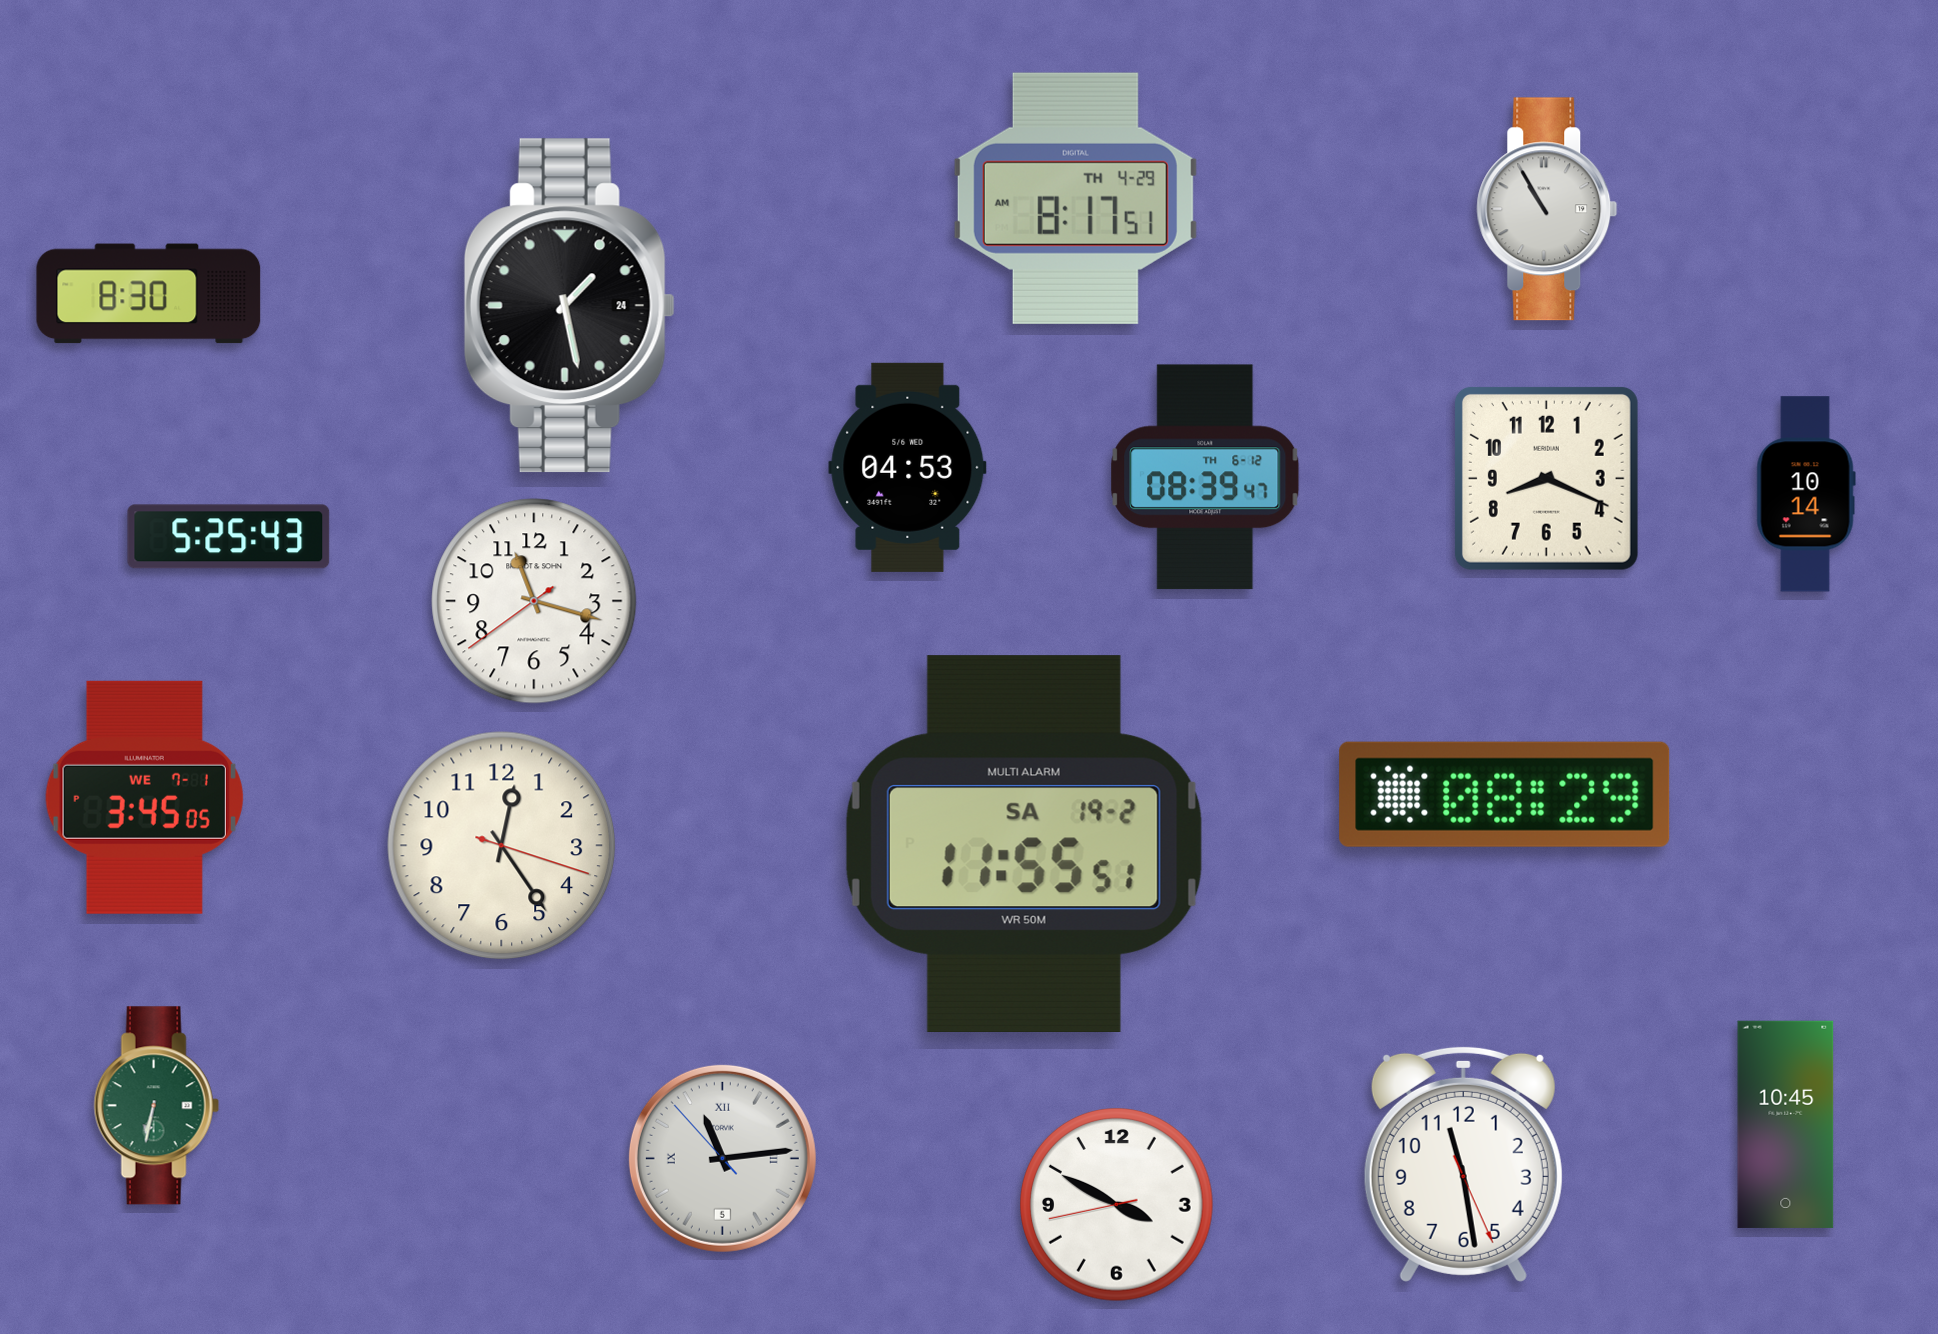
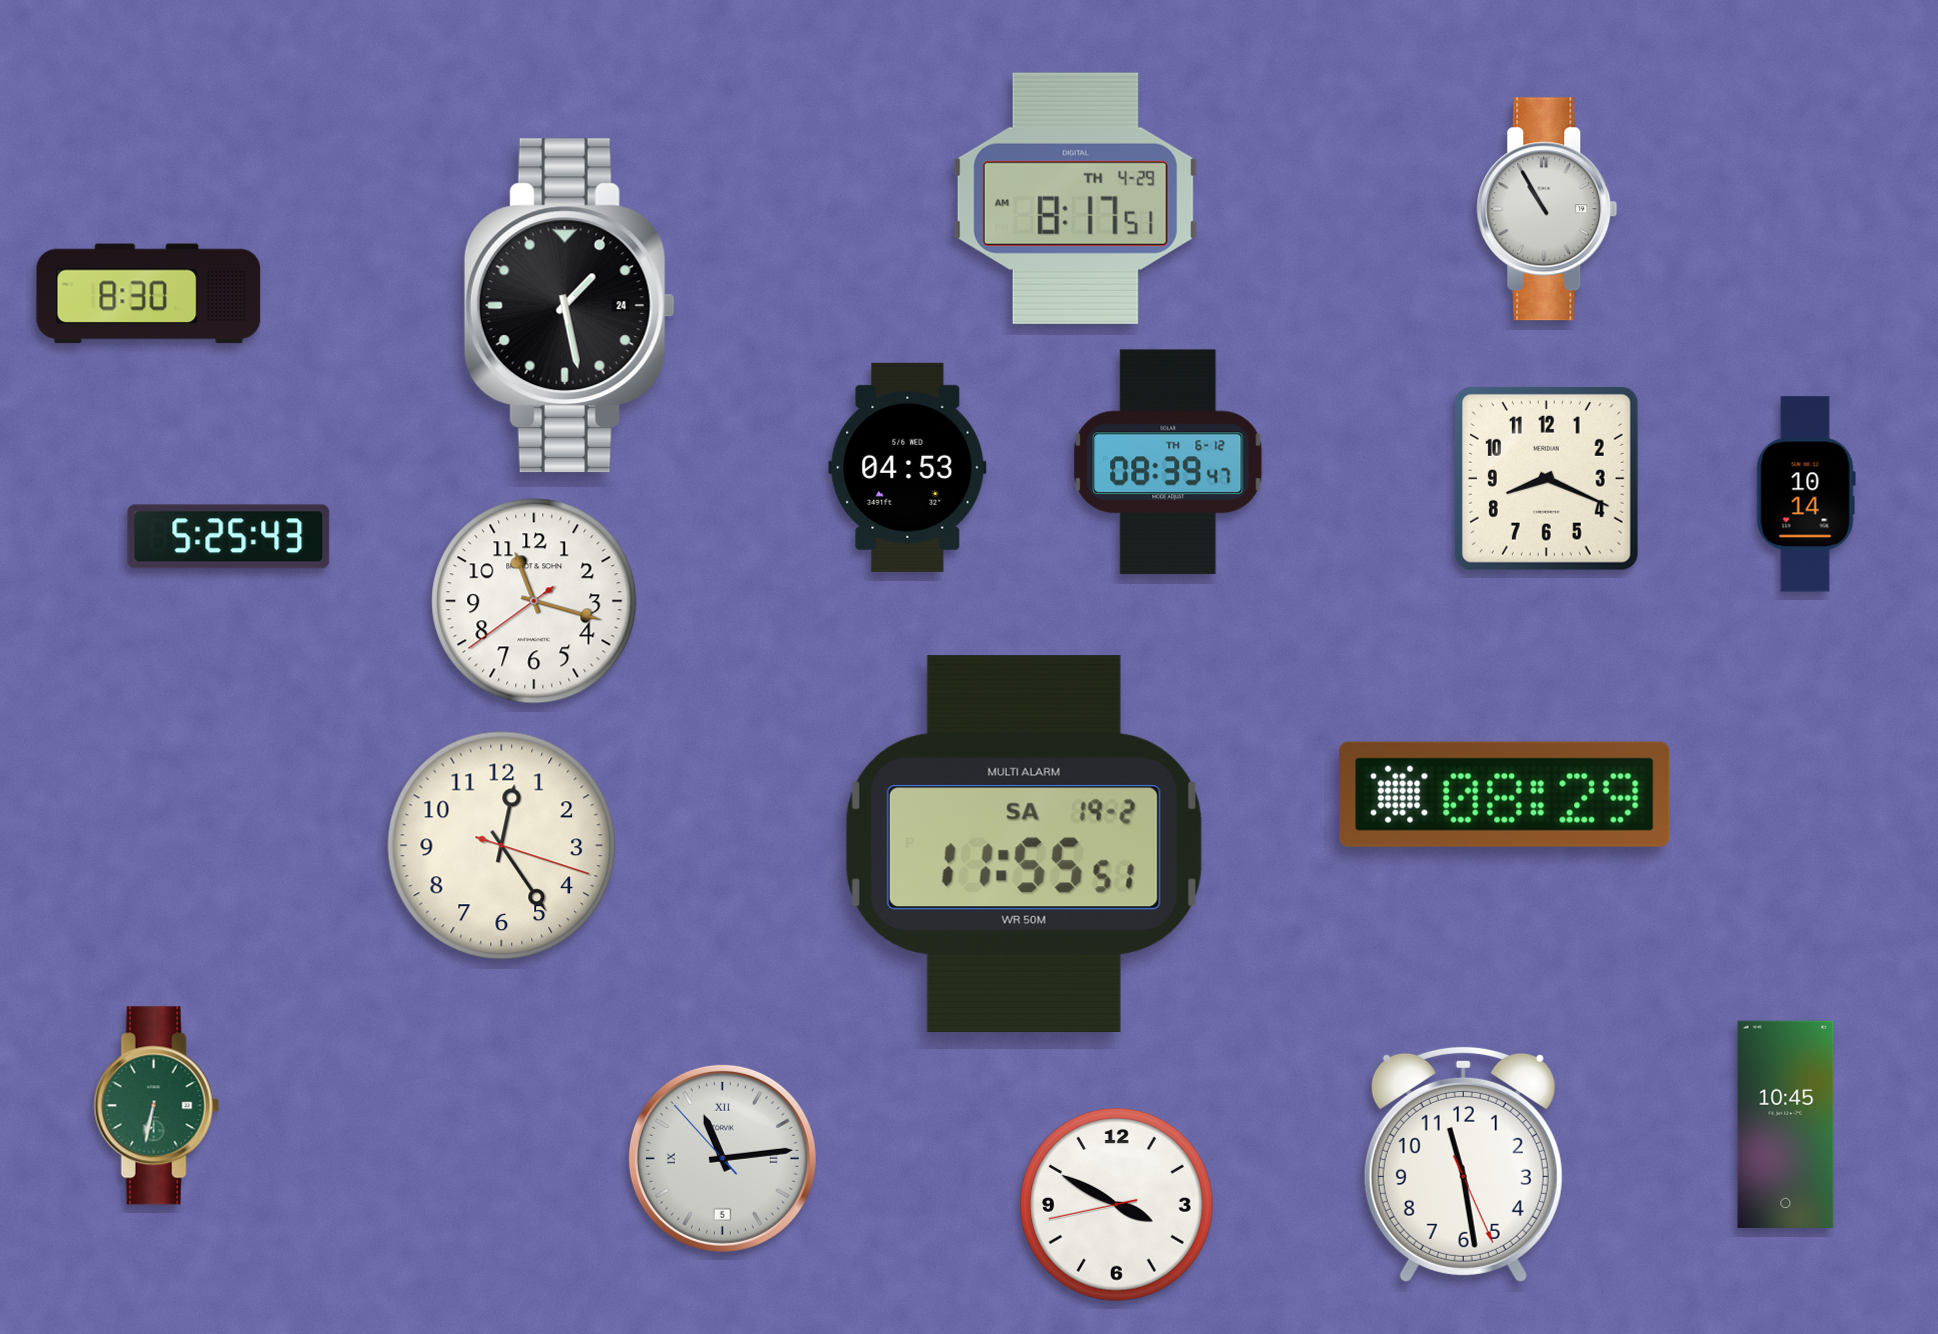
clock at (1205, 477) position: (1205, 477) -> (1168, 462)
clock at (144, 797): 3:45 -> none
